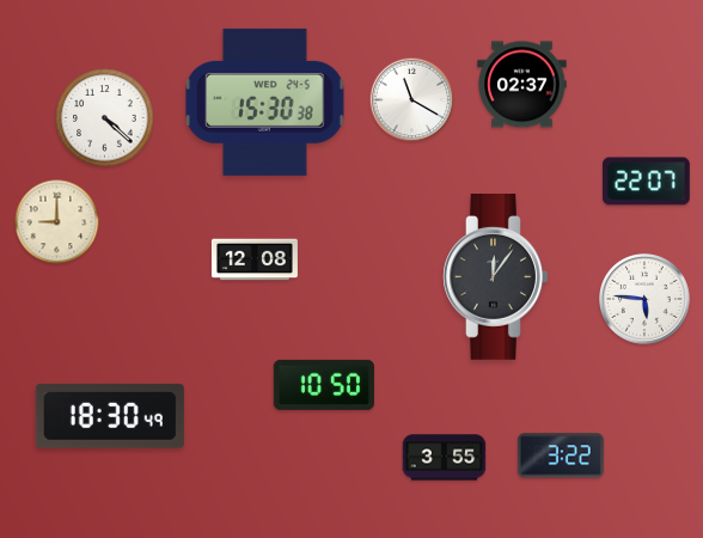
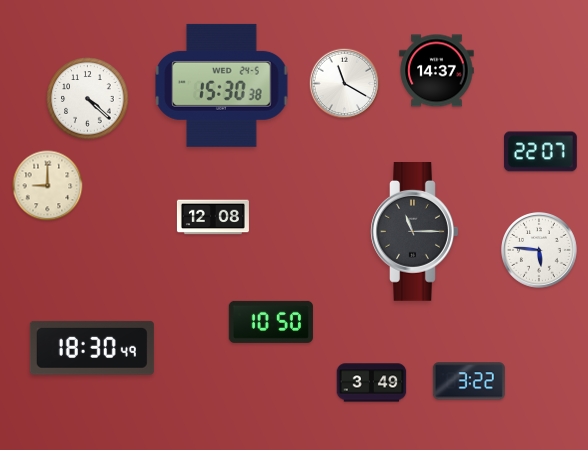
clock at (522, 85): 02:37 -> 14:37
clock at (496, 277): 12:06 -> 11:15
clock at (445, 458): 3:55 -> 3:49
